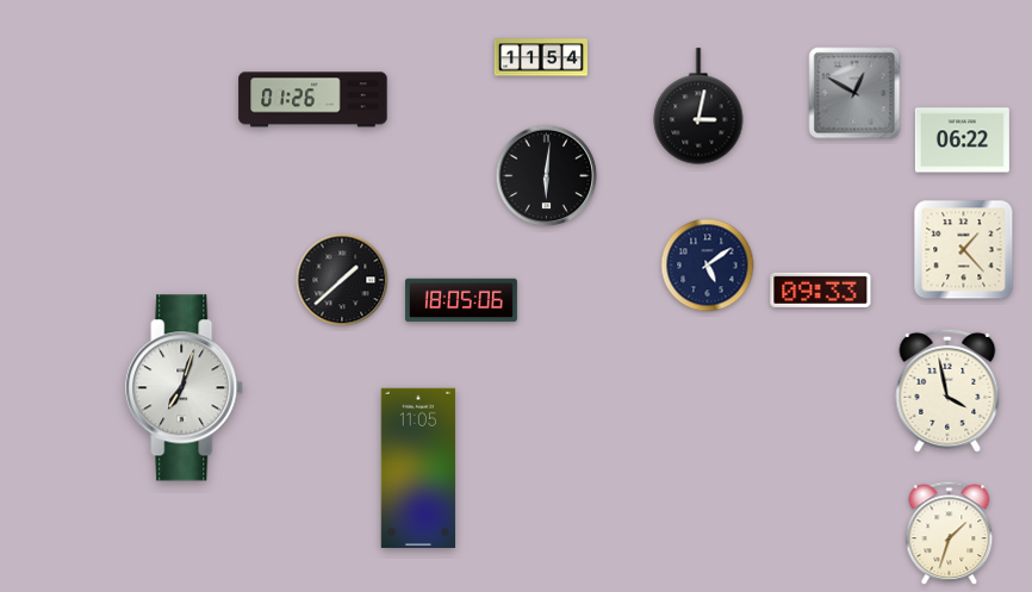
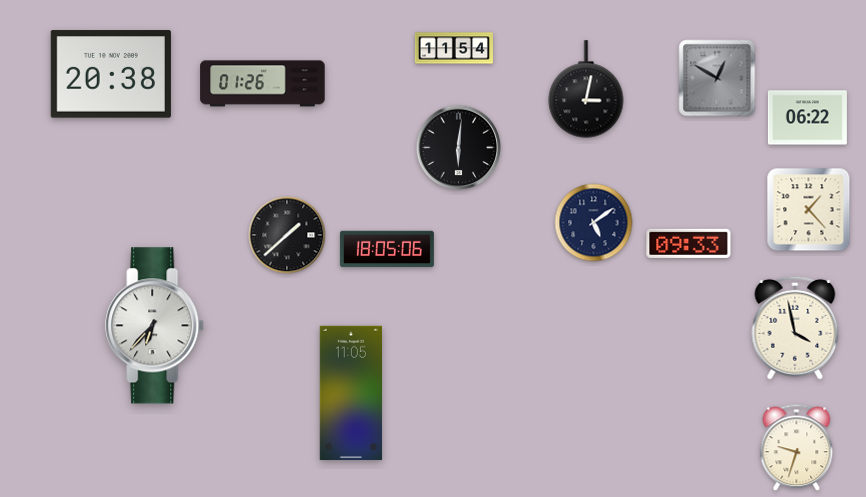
clock at (111, 74): none -> 20:38
clock at (461, 300) position: (461, 300) -> (387, 249)
clock at (185, 388): 7:03 -> 6:37
clock at (950, 534): 1:33 -> 9:33
